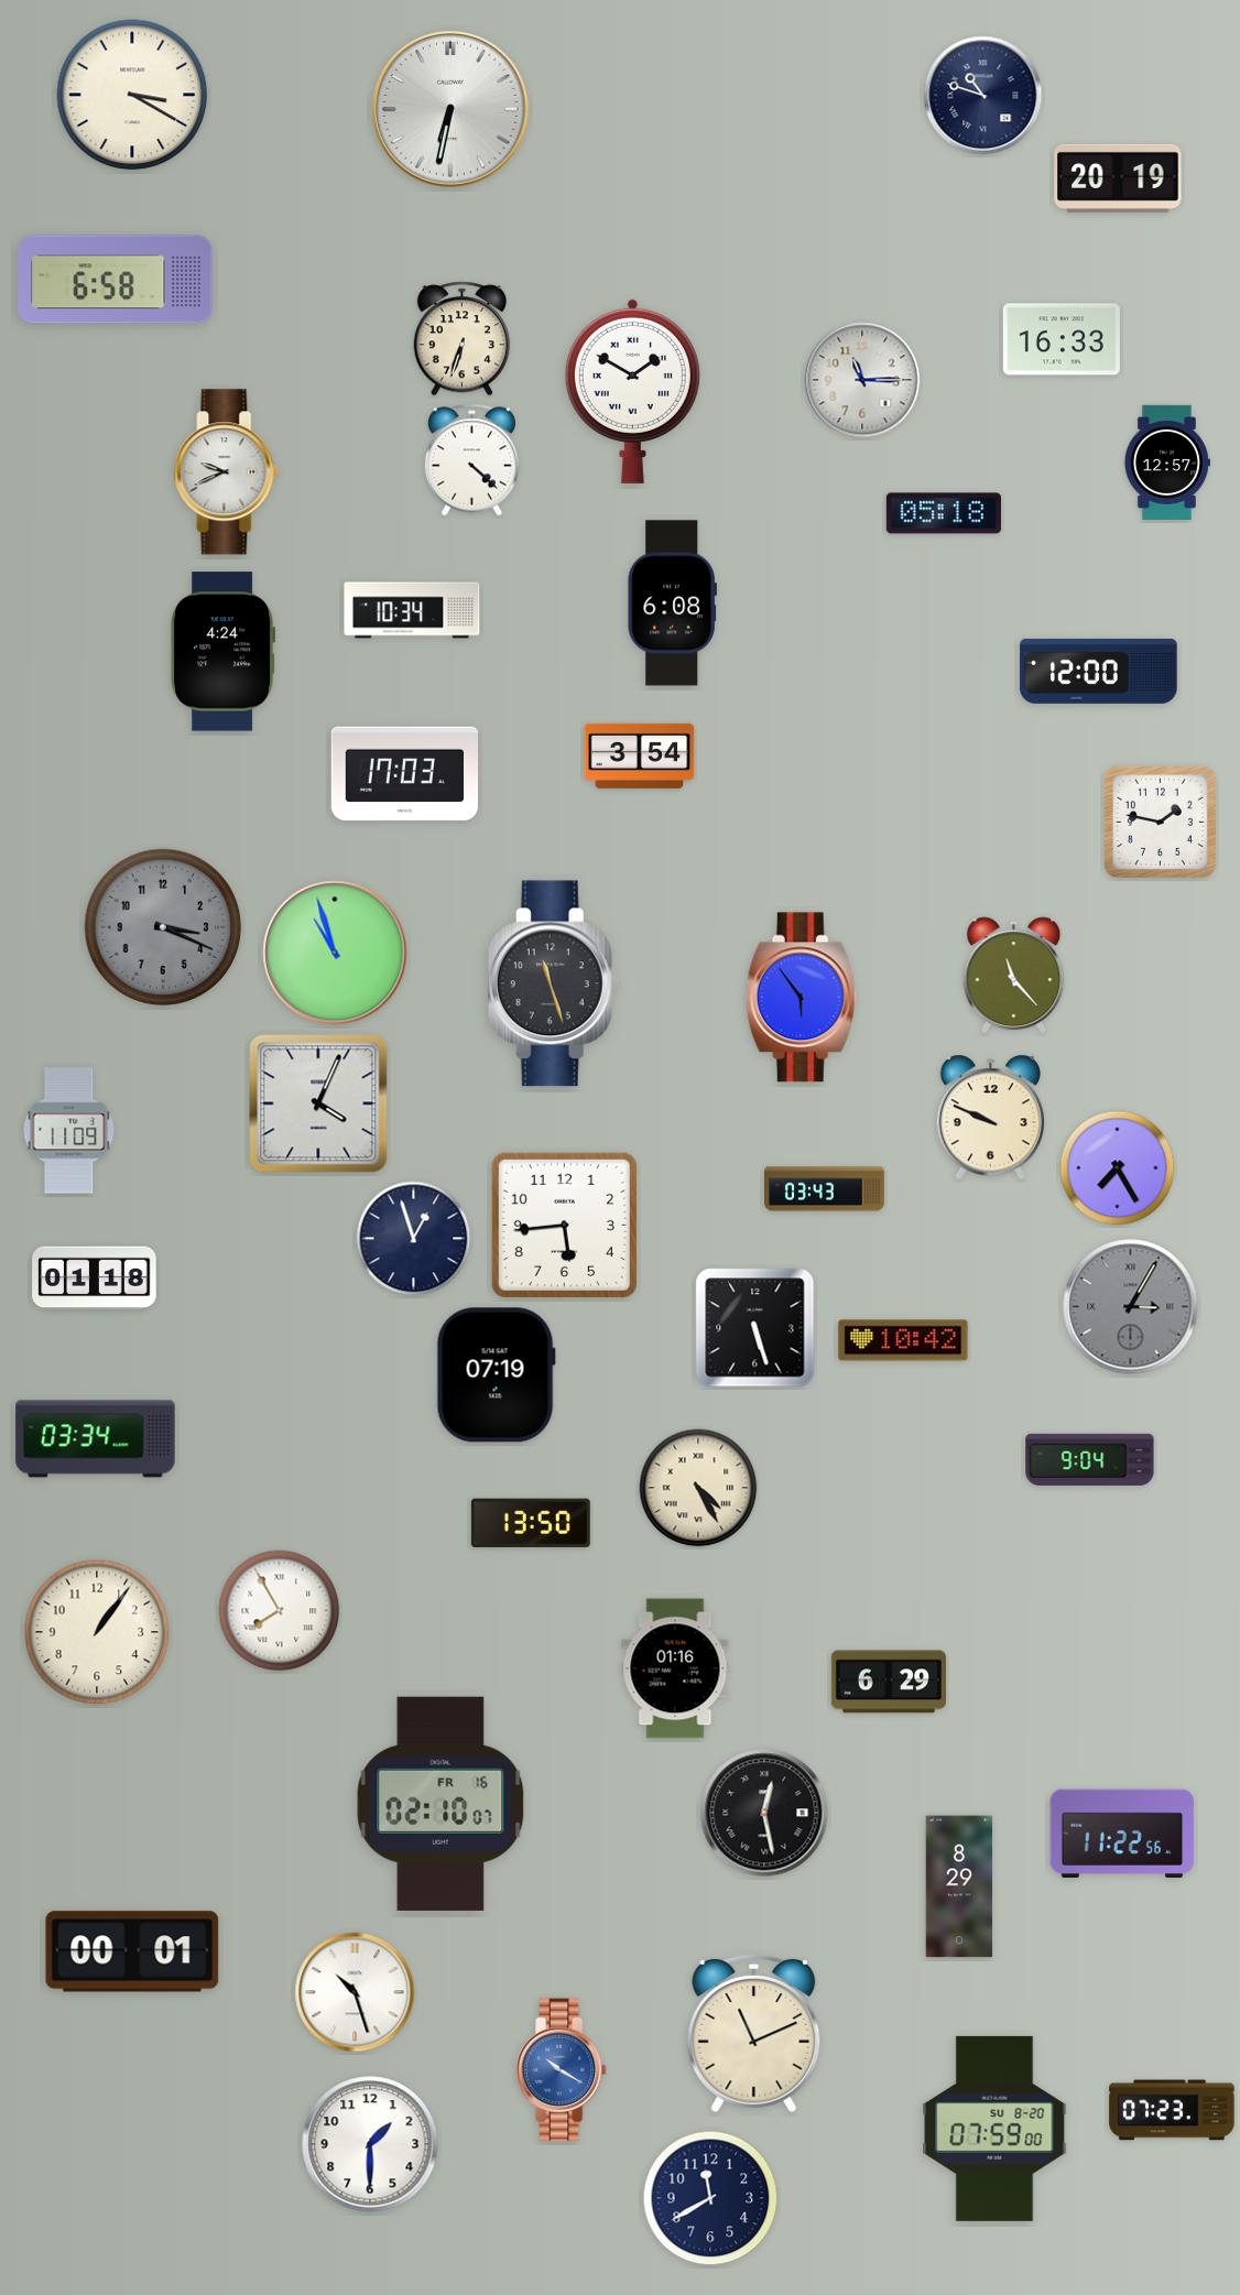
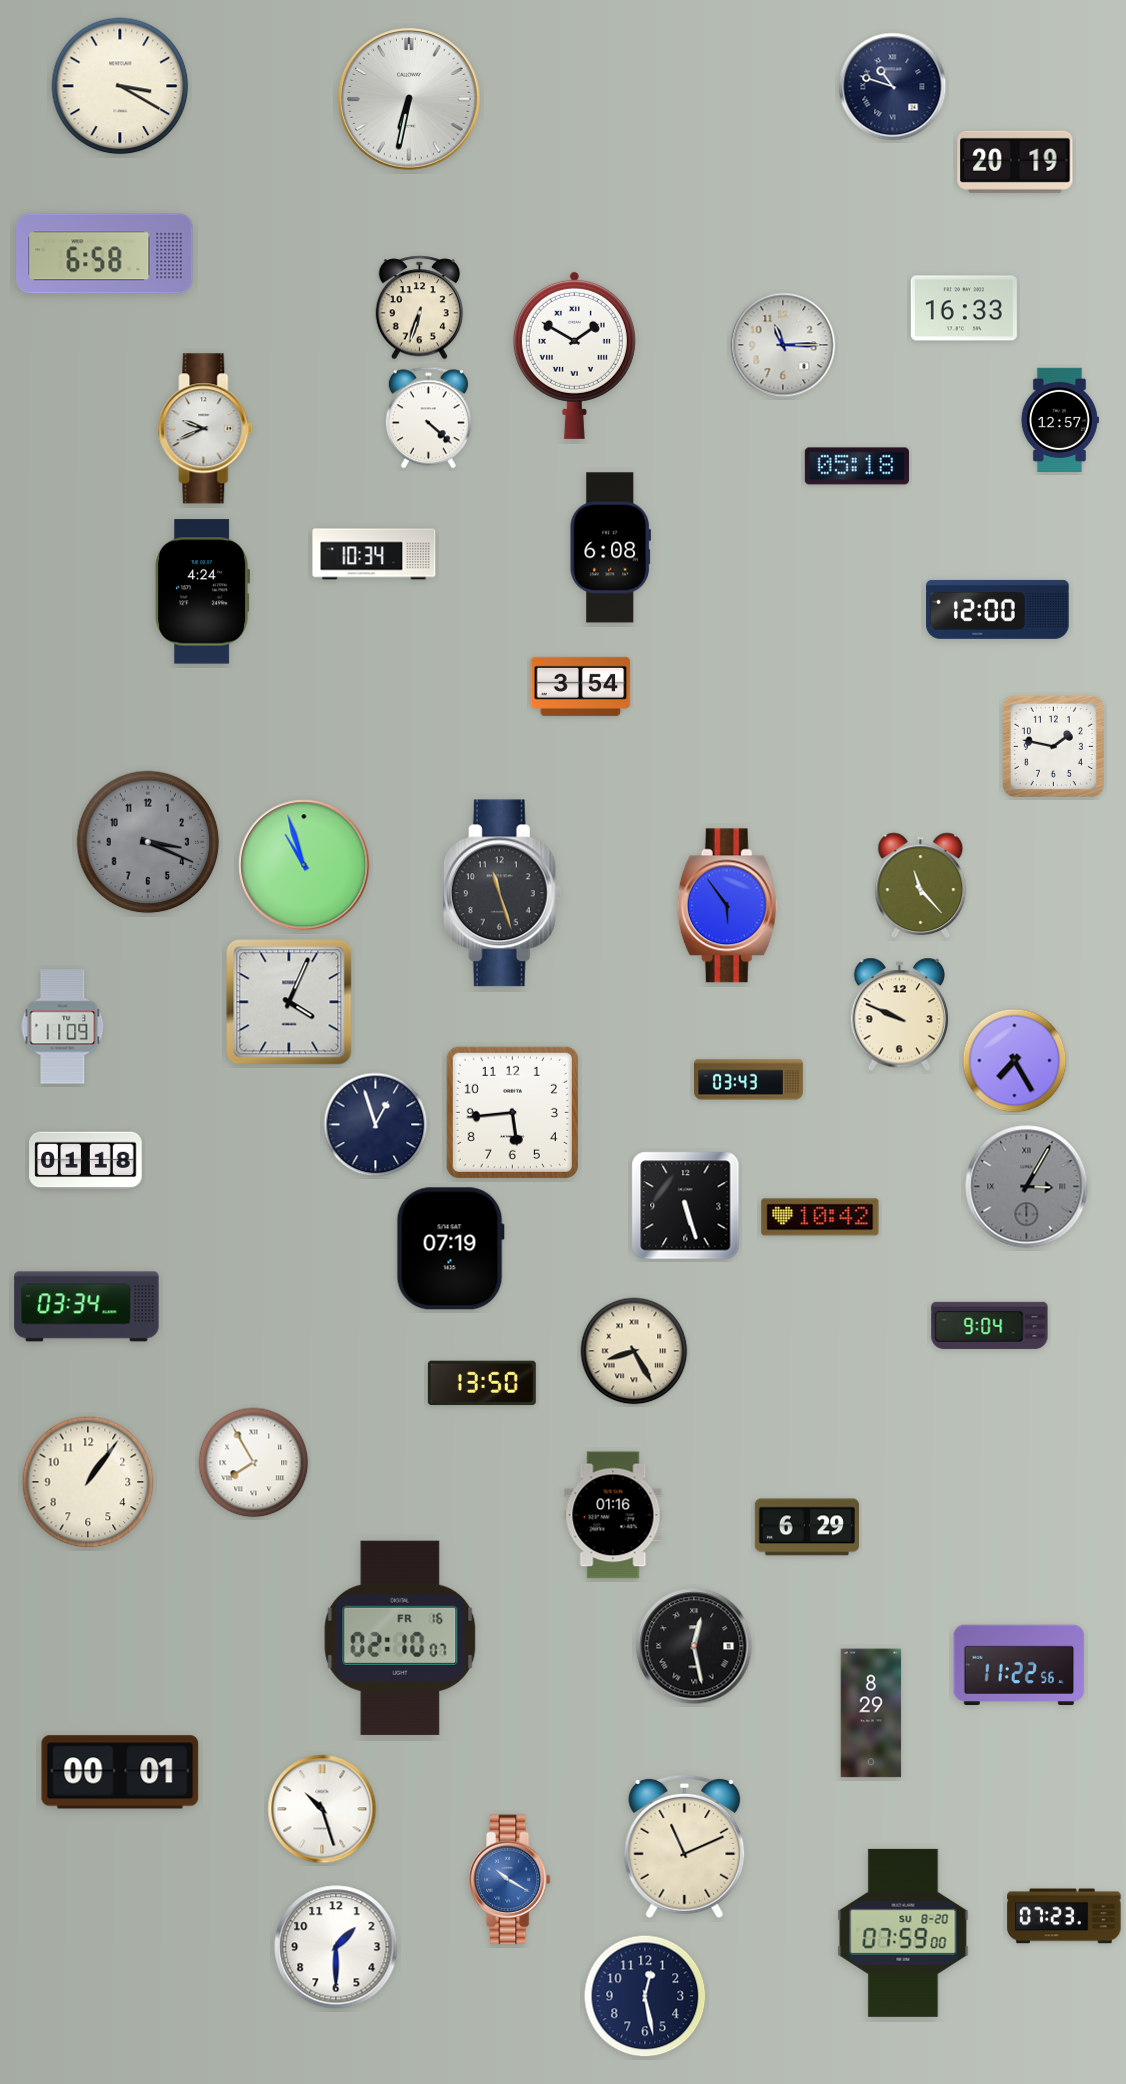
clock at (404, 774): 17:03 -> none
clock at (698, 1488): 4:25 -> 8:25
clock at (710, 2198): 11:40 -> 12:28
